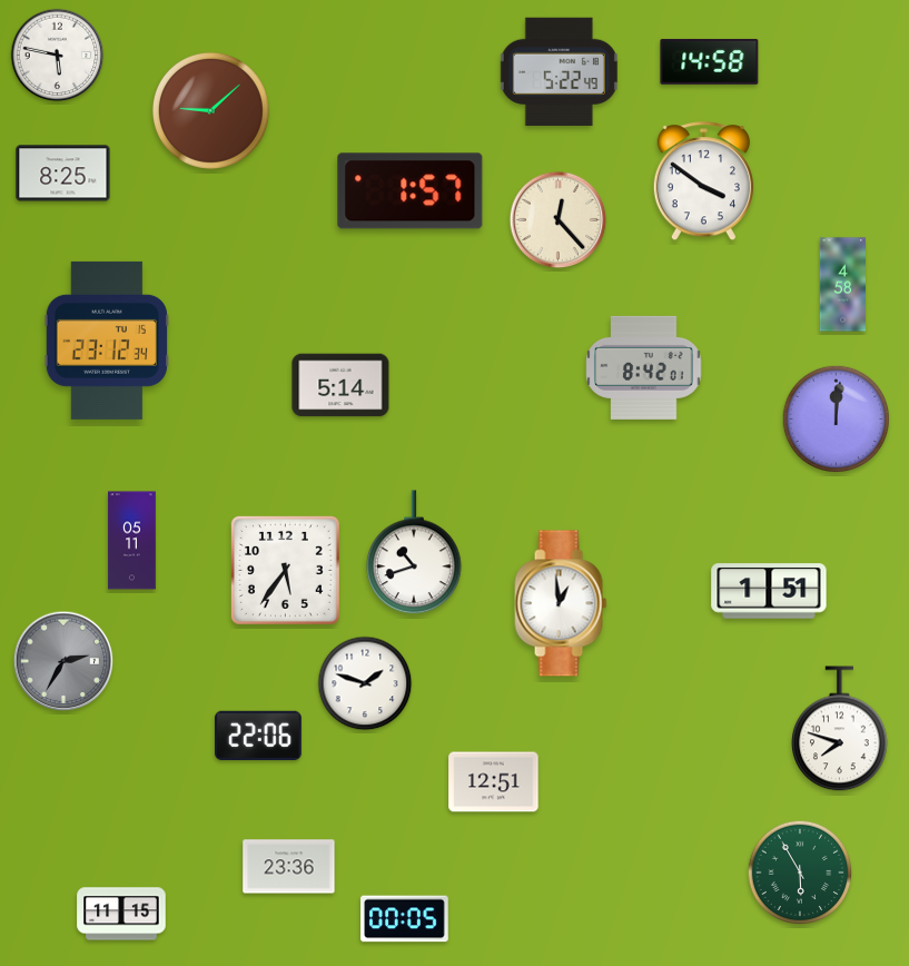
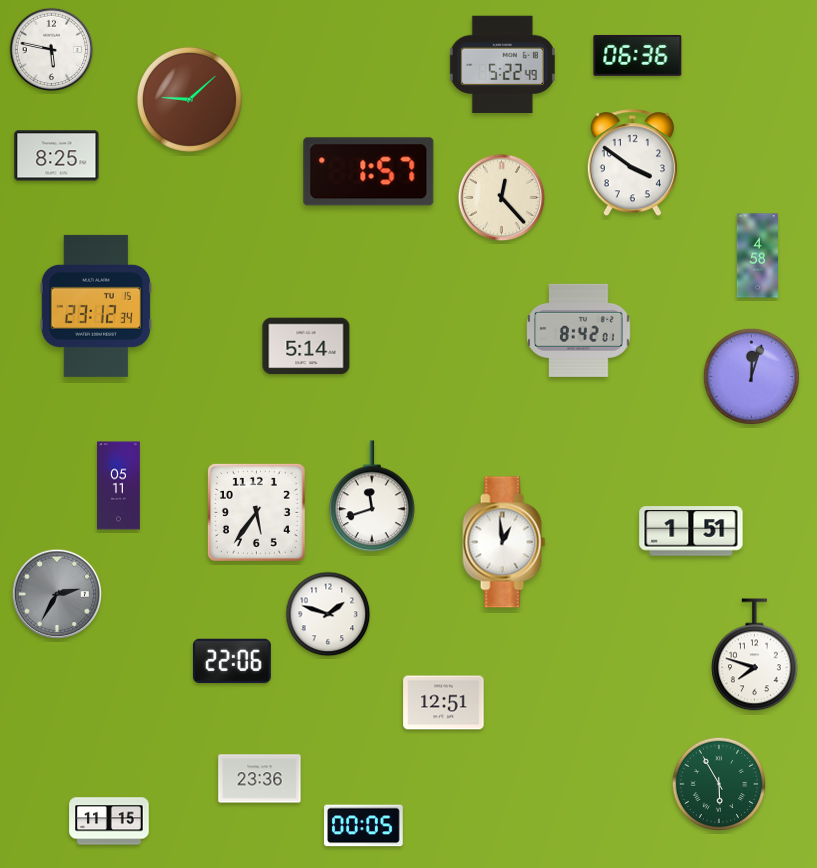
clock at (710, 61): 14:58 -> 06:36
clock at (836, 418): 12:01 -> 12:03
clock at (415, 553): 10:42 -> 11:42
